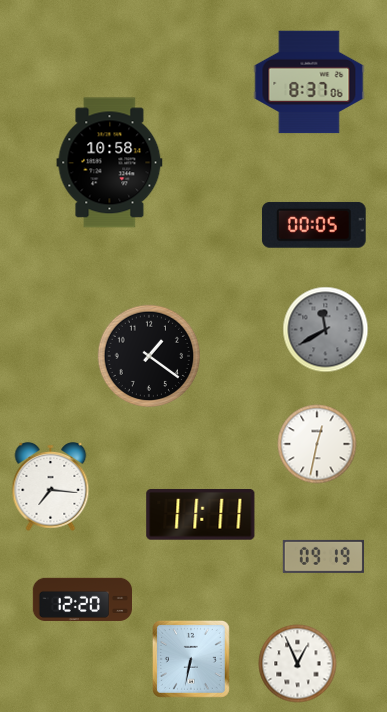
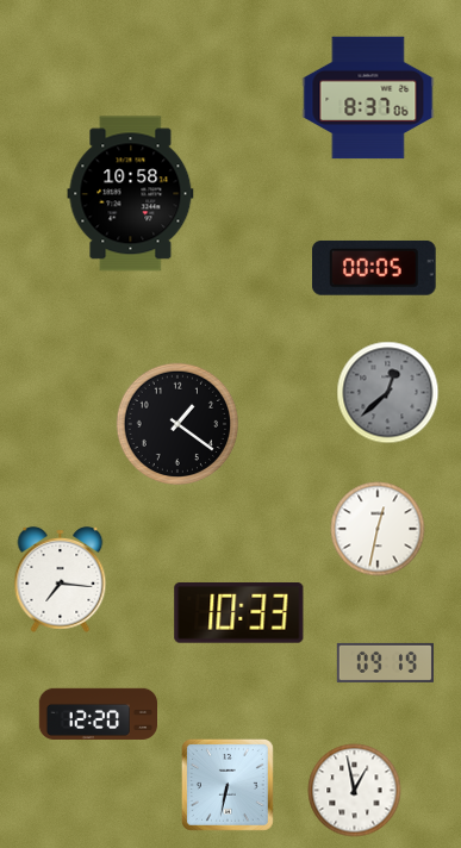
clock at (326, 330): 11:40 -> 12:38
clock at (201, 515): 11:11 -> 10:33
clock at (298, 664): 12:56 -> 12:58
